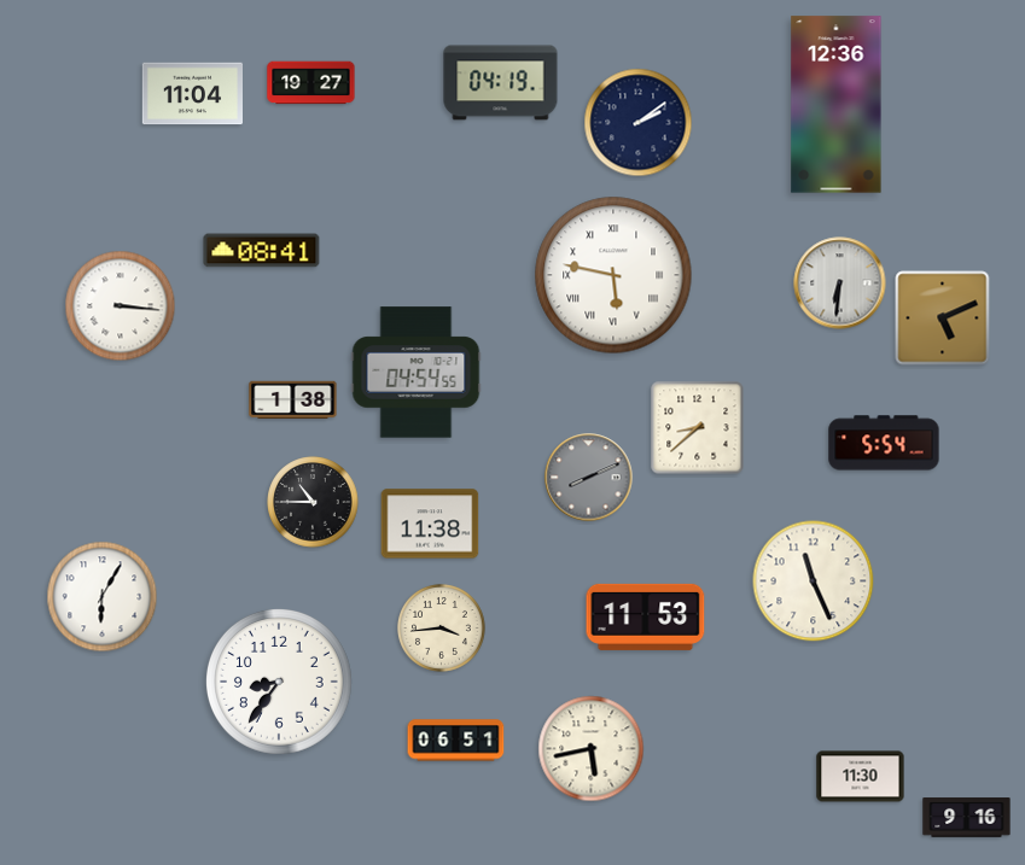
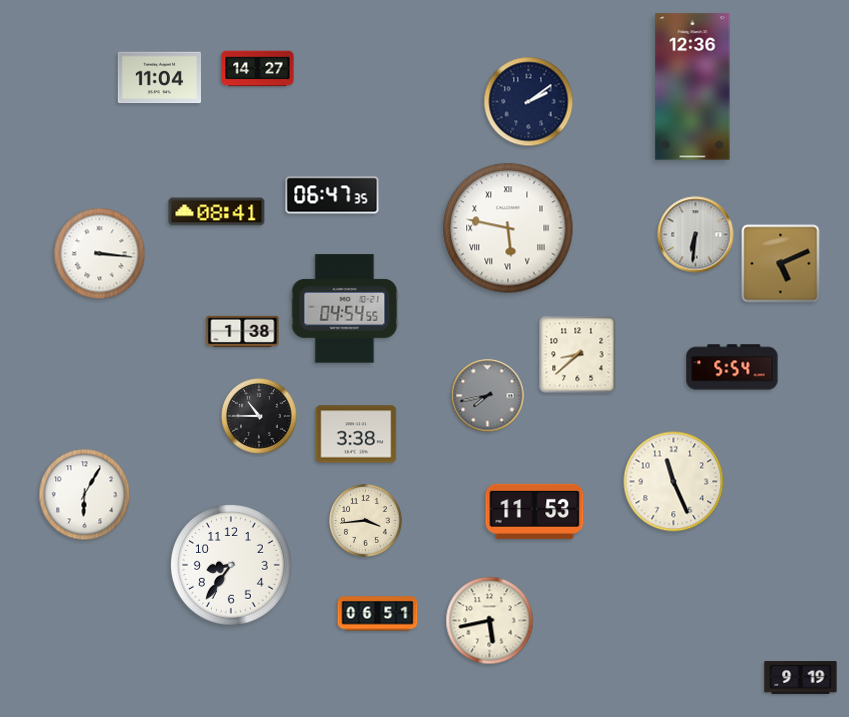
clock at (311, 83): 19:27 -> 14:27
clock at (501, 83): 04:19 -> none
clock at (332, 195): none -> 06:47
clock at (262, 251) position: (262, 251) -> (217, 212)
clock at (589, 478): 8:11 -> 7:43
clock at (430, 524): 11:38 -> 3:38
clock at (861, 777): 11:30 -> none
clock at (967, 818): 9:16 -> 9:19
